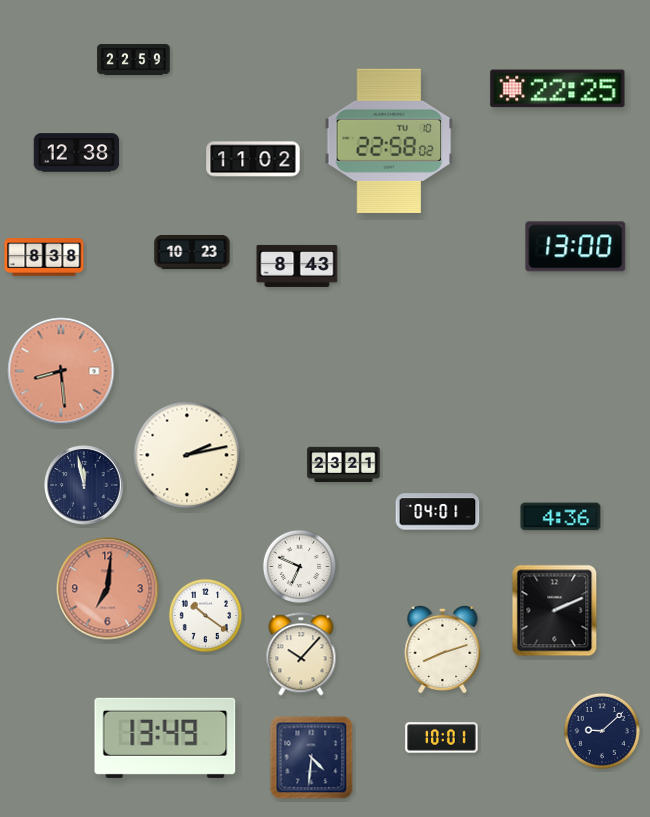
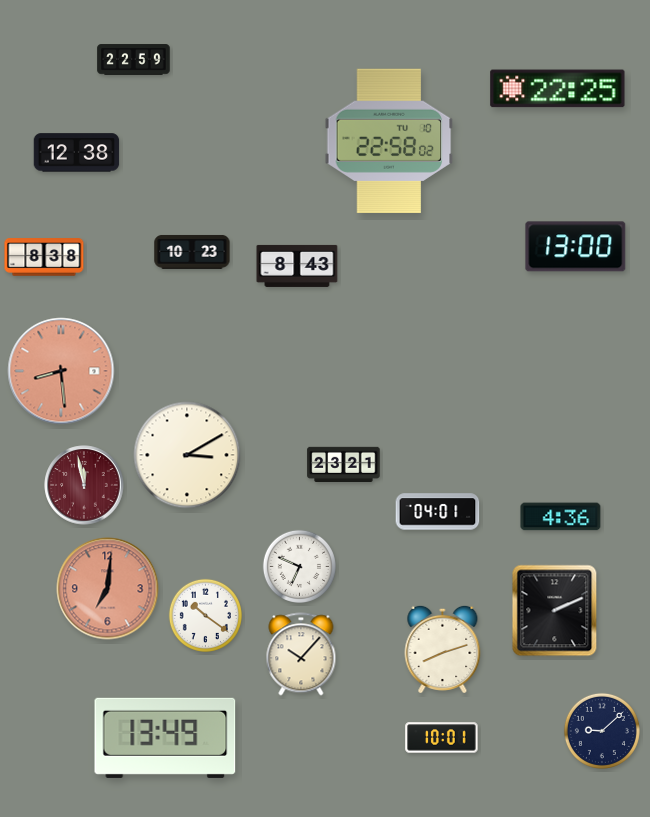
clock at (253, 159): 11:02 -> none
clock at (187, 455): 2:13 -> 3:10
clock at (84, 485) dial: navy -> burgundy
clock at (312, 758): 4:31 -> none
